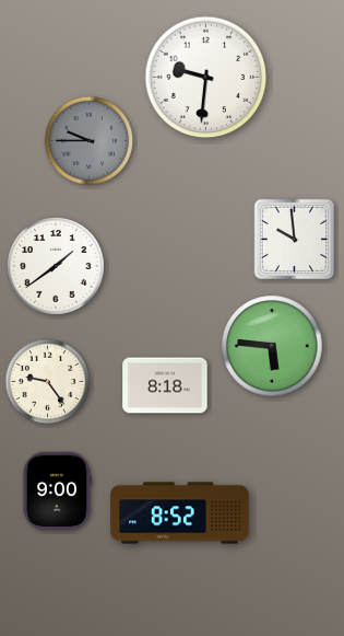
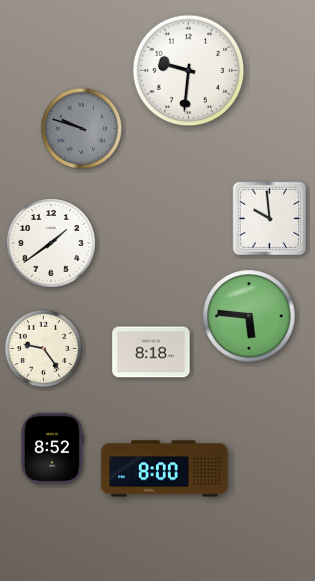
clock at (90, 141): 9:45 -> 9:48
clock at (57, 492): 9:00 -> 8:52
clock at (180, 513): 8:52 -> 8:00
